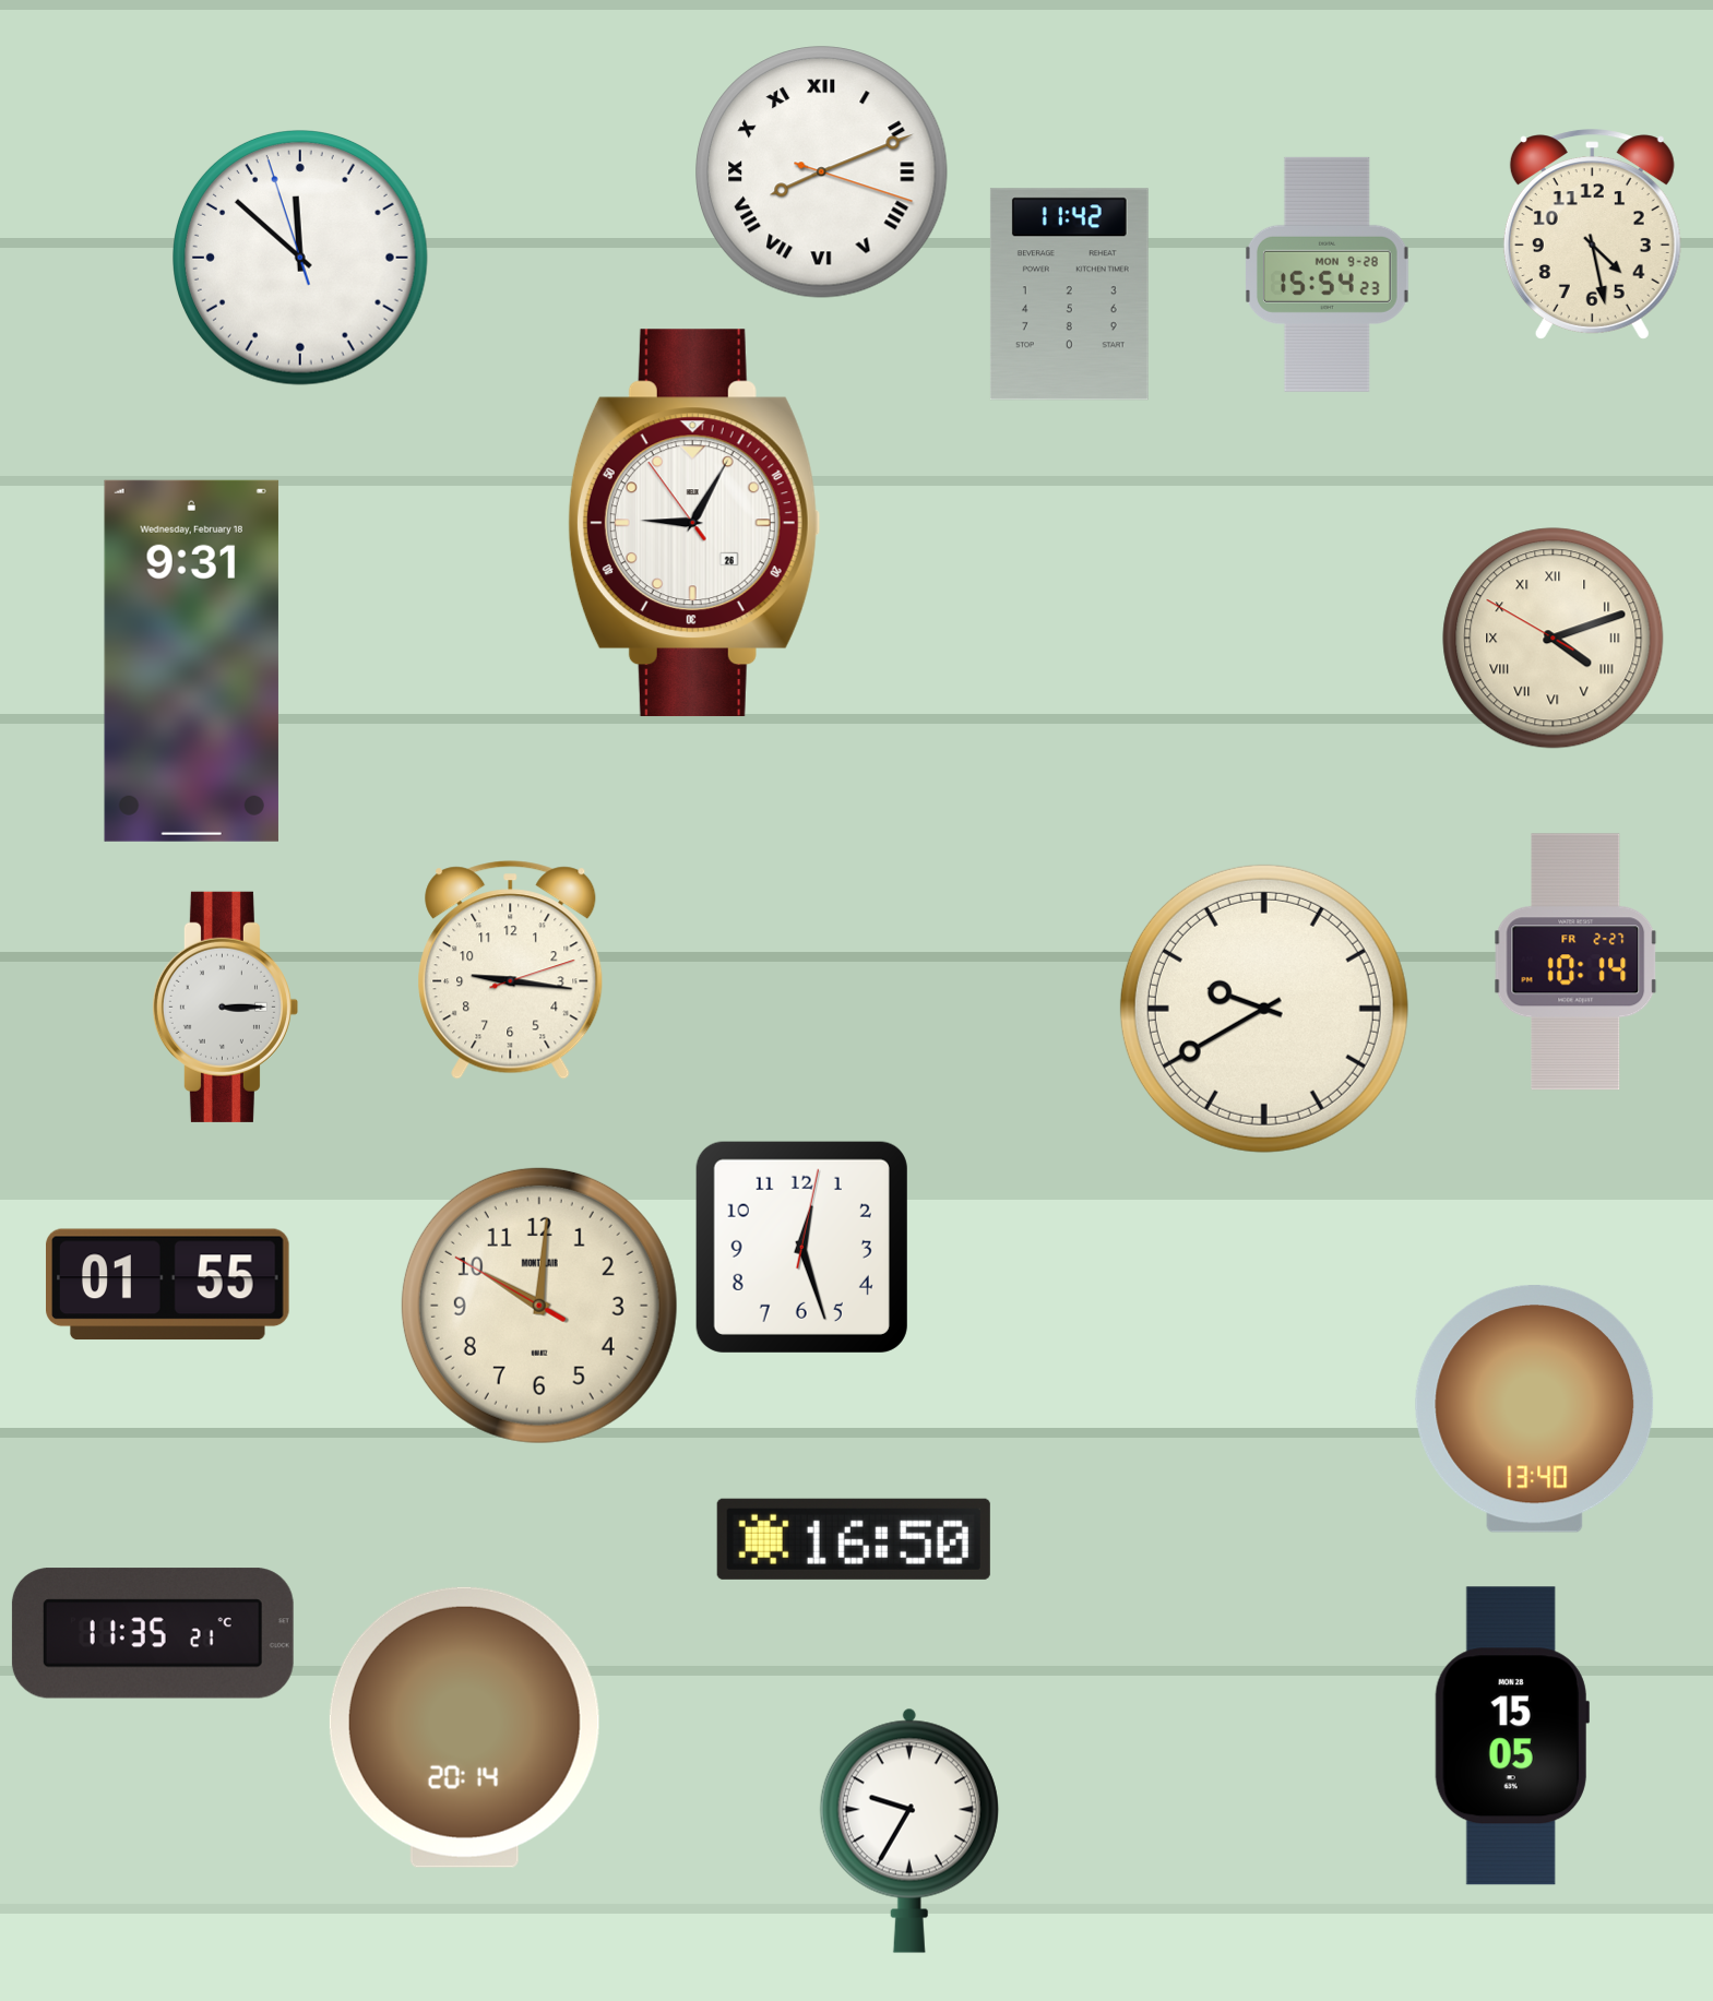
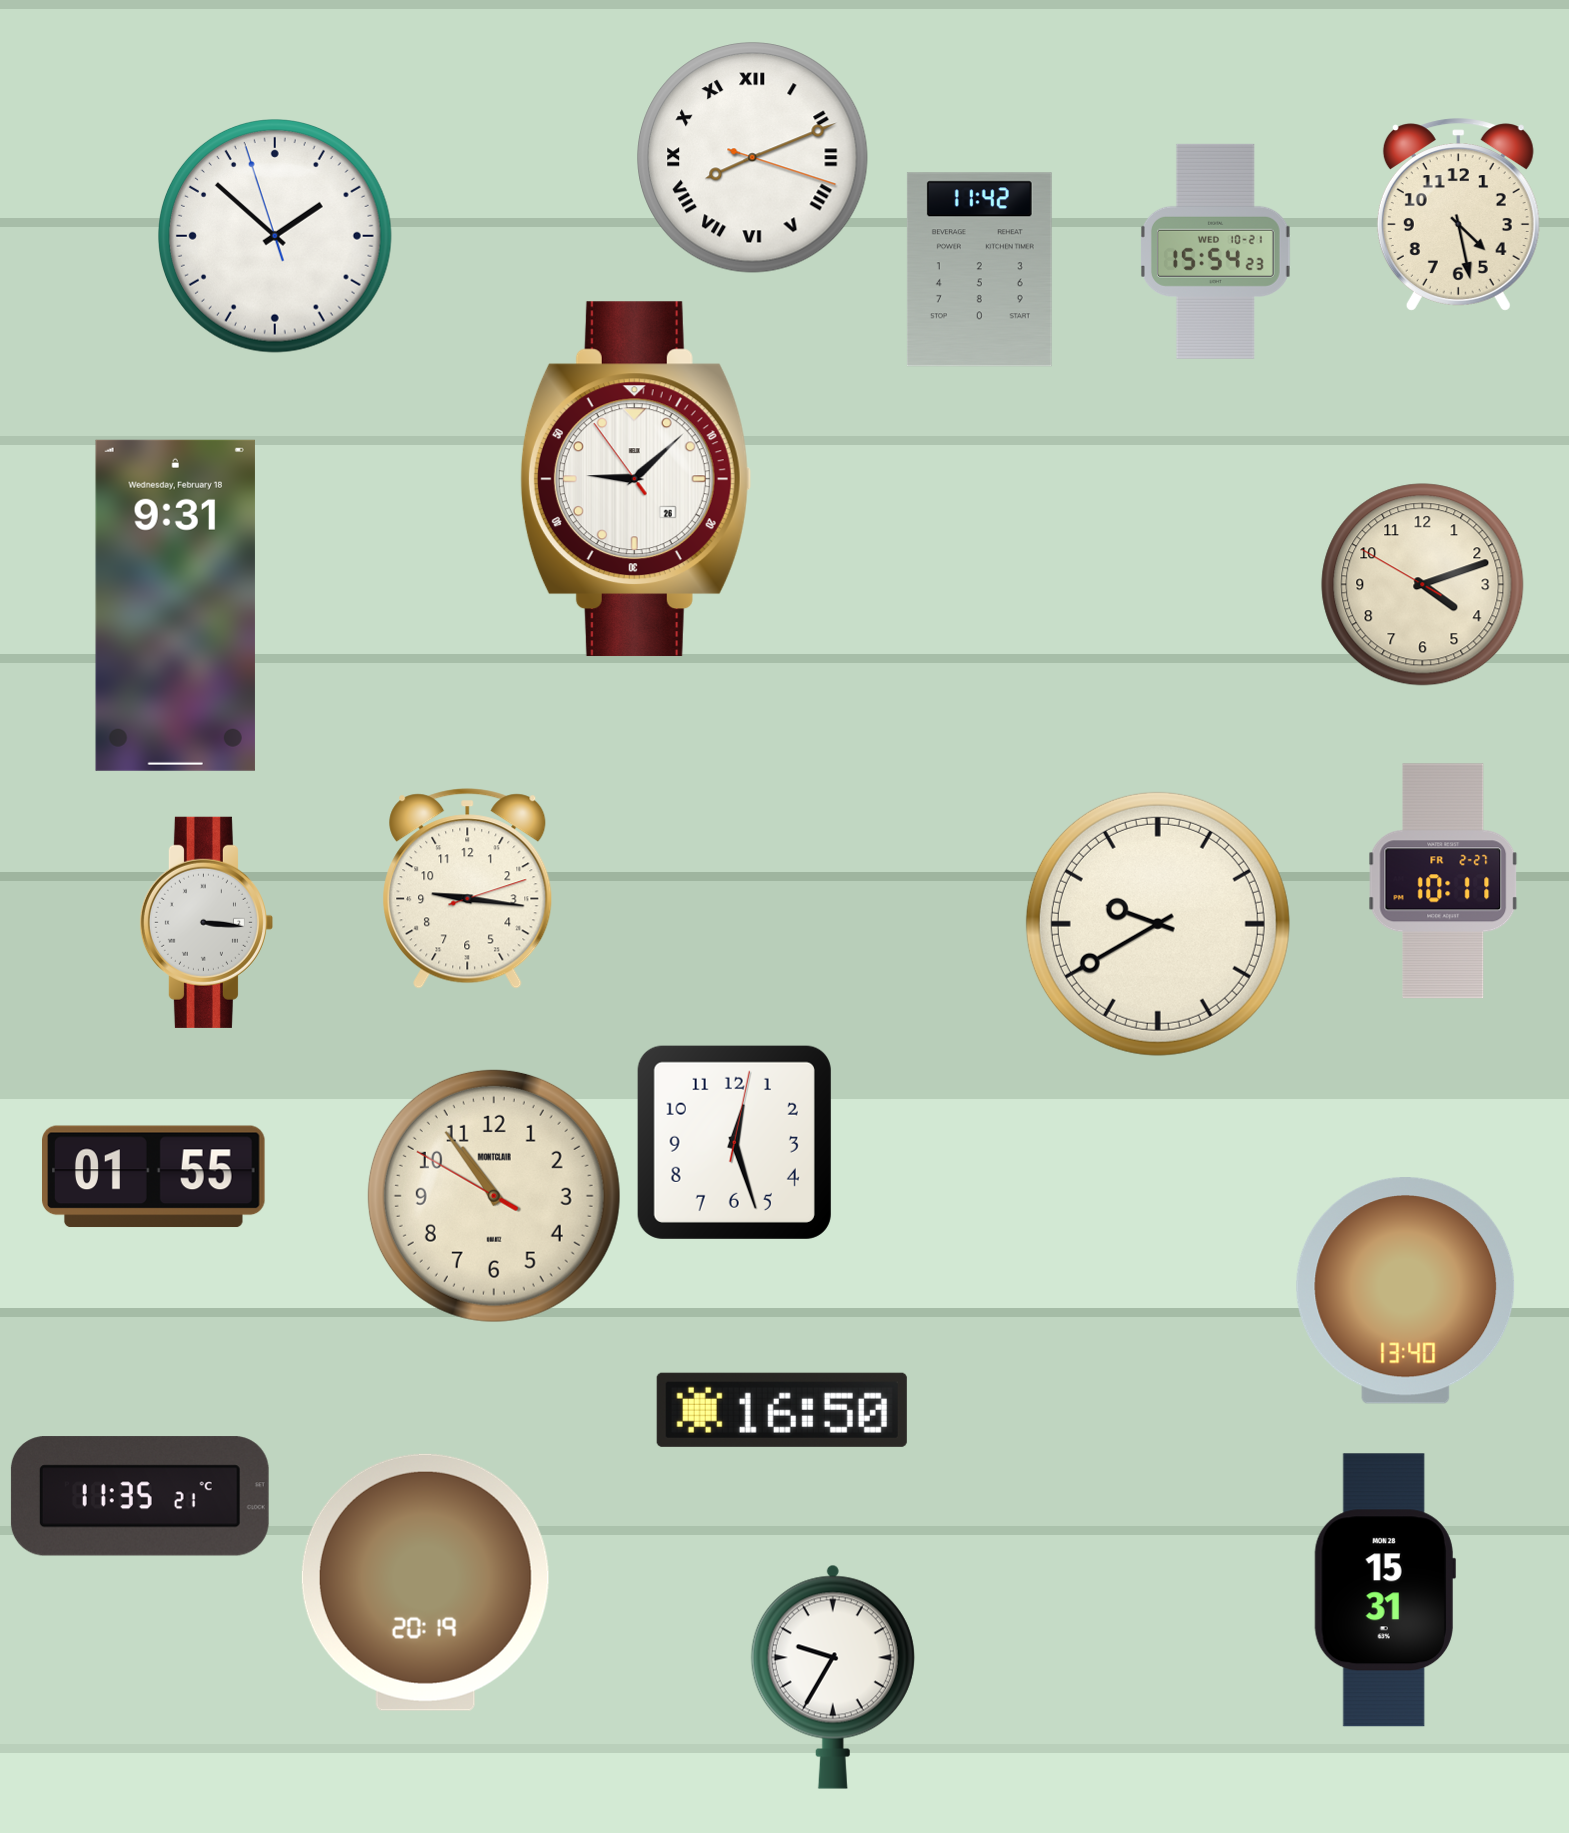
clock at (301, 259): 11:51 -> 1:51
clock at (1327, 274) date: MON 9-28 -> WED 10-21
clock at (693, 523): 9:04 -> 9:07
clock at (1554, 639) numerals: Roman -> Arabic
clock at (1575, 962): 10:14 -> 10:11
clock at (225, 1007): 3:15 -> 3:16
clock at (539, 1306): 10:00 -> 10:53
clock at (464, 1727): 20:14 -> 20:19
clock at (1512, 1736): 15:05 -> 15:31
